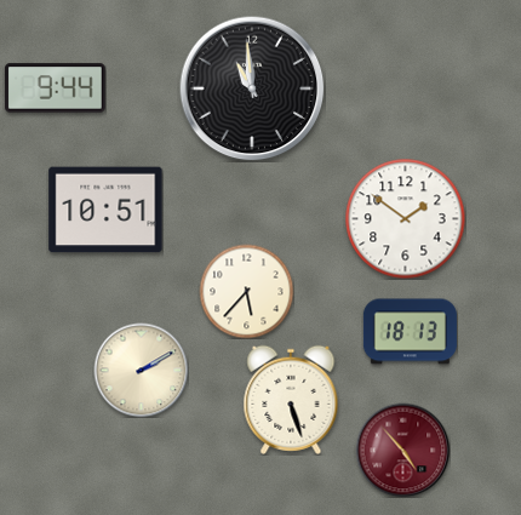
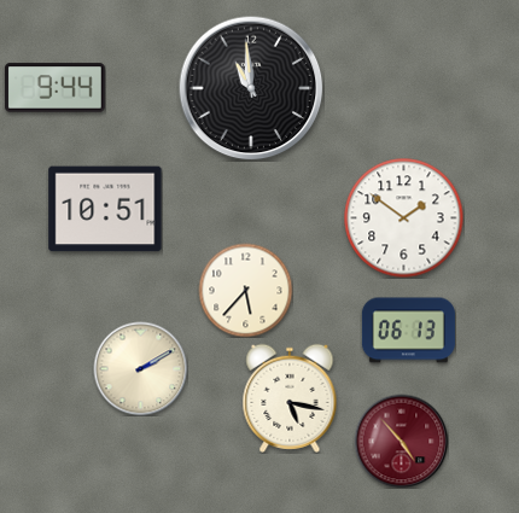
clock at (410, 332): 18:13 -> 06:13
clock at (291, 400): 5:27 -> 5:17
clock at (402, 450) position: (402, 450) -> (401, 441)
